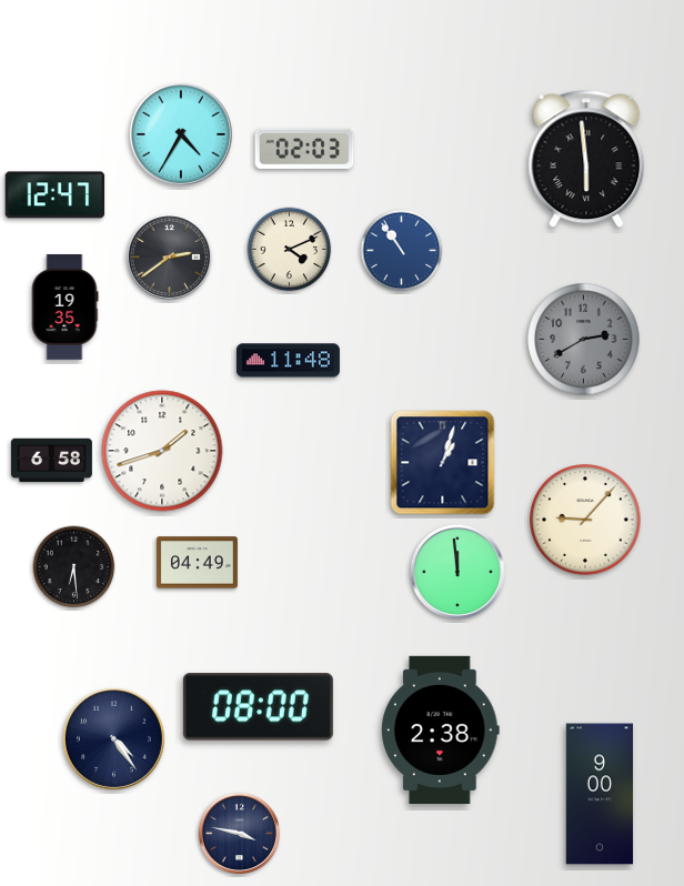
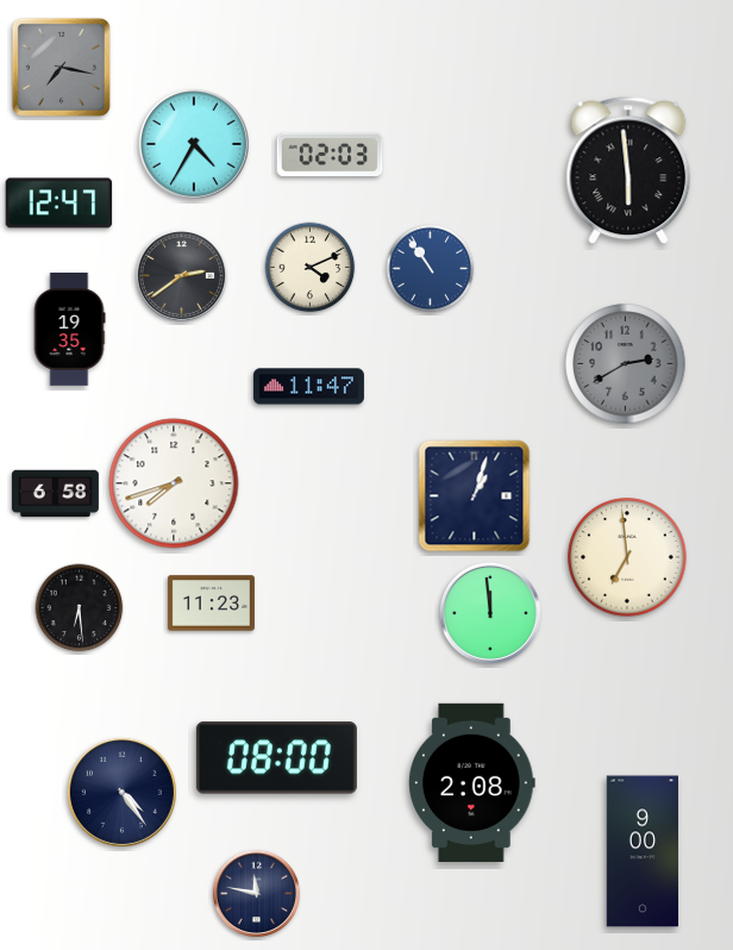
clock at (61, 67): none -> 7:17
clock at (304, 149) position: (304, 149) -> (330, 155)
clock at (56, 195) position: (56, 195) -> (59, 204)
clock at (288, 361): 11:48 -> 11:47
clock at (162, 451): 1:42 -> 7:42
clock at (585, 520): 9:07 -> 6:59
clock at (197, 563): 04:49 -> 11:23
clock at (441, 729): 2:38 -> 2:08
clock at (239, 833): 3:47 -> 11:47
